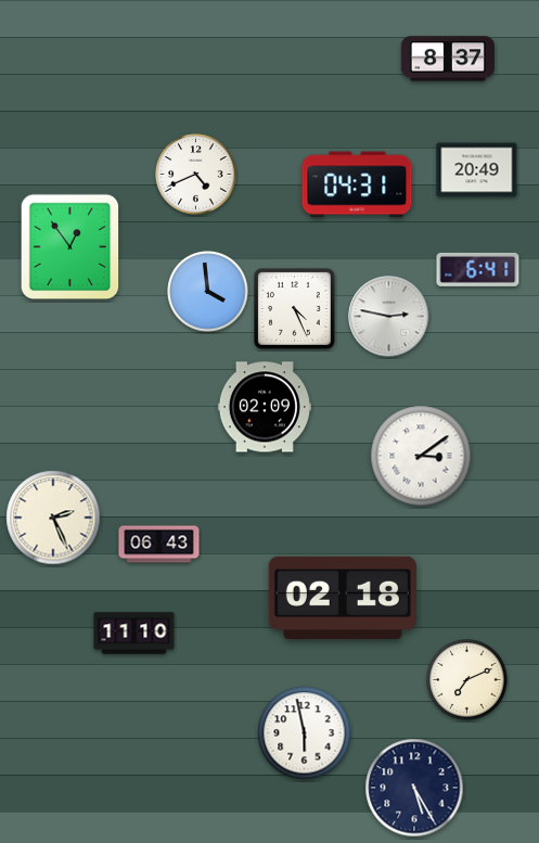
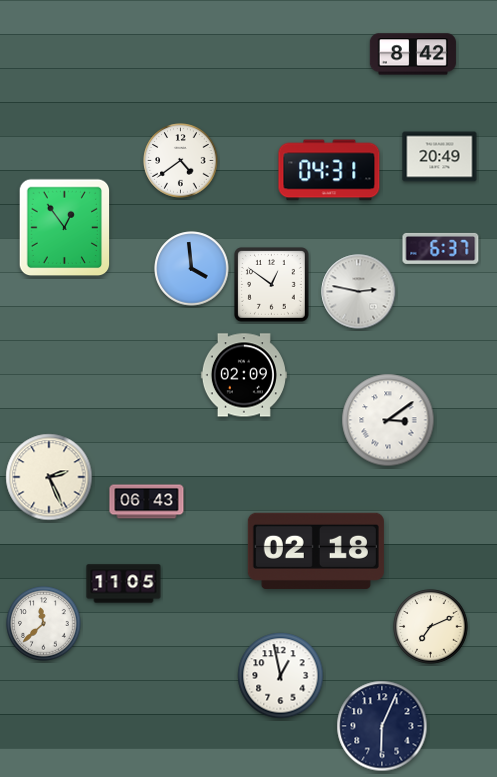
clock at (448, 59): 8:37 -> 8:42
clock at (196, 175): 4:41 -> 4:39
clock at (478, 269): 6:41 -> 6:37
clock at (295, 309): 4:26 -> 12:51
clock at (134, 634): 11:10 -> 11:05
clock at (44, 624): none -> 11:38
clock at (305, 733): 5:58 -> 12:58
clock at (414, 788): 5:25 -> 6:04
